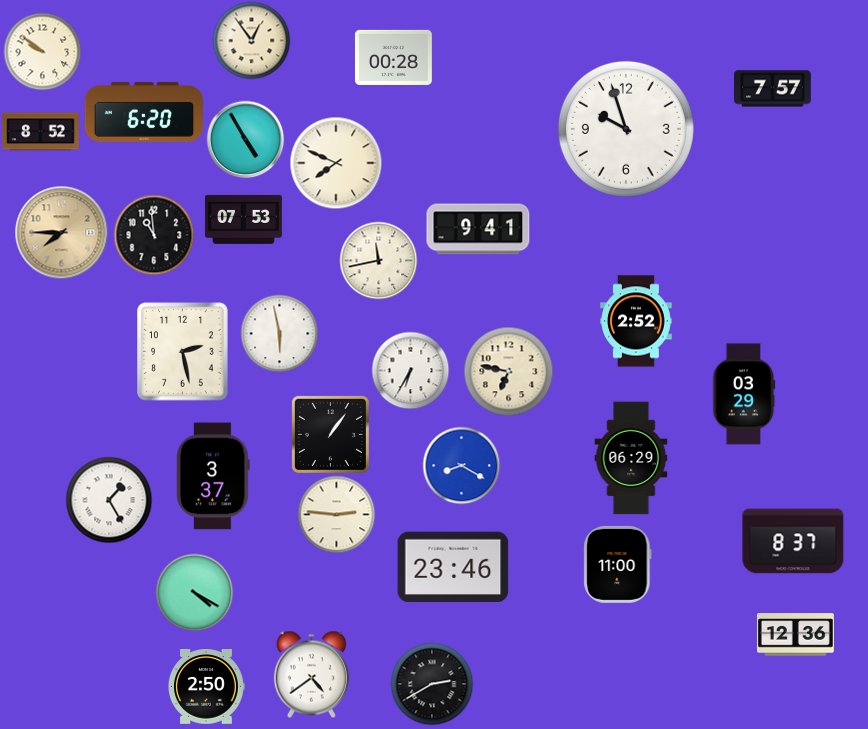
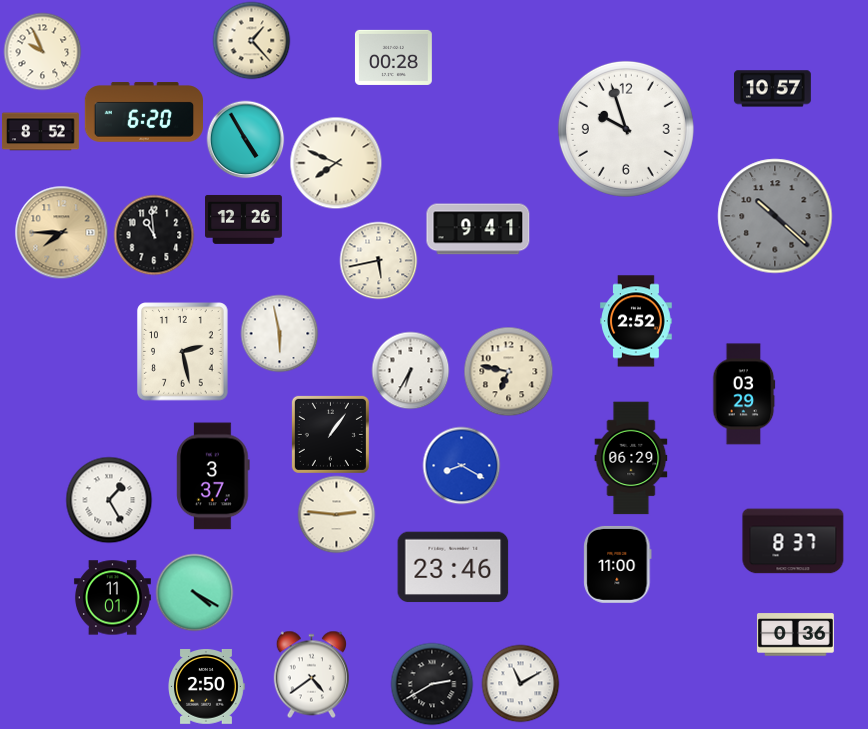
clock at (251, 40): 12:54 -> 1:23
clock at (42, 51): 9:51 -> 9:56
clock at (772, 89): 7:57 -> 10:57
clock at (775, 216): none -> 10:22
clock at (244, 219): 07:53 -> 12:26
clock at (378, 260): 11:43 -> 5:43
clock at (113, 598): none -> 11:01
clock at (795, 635): 12:36 -> 0:36
clock at (520, 683): none -> 11:10
